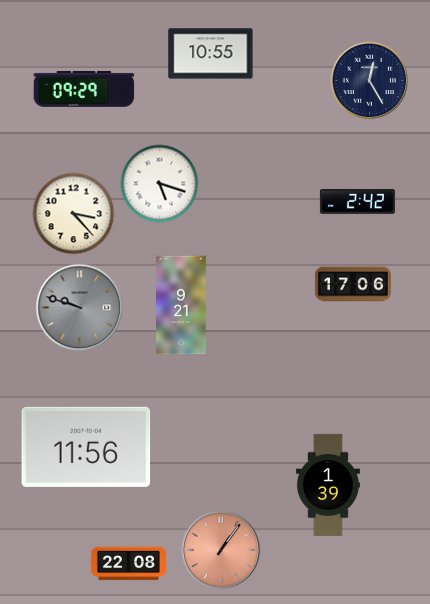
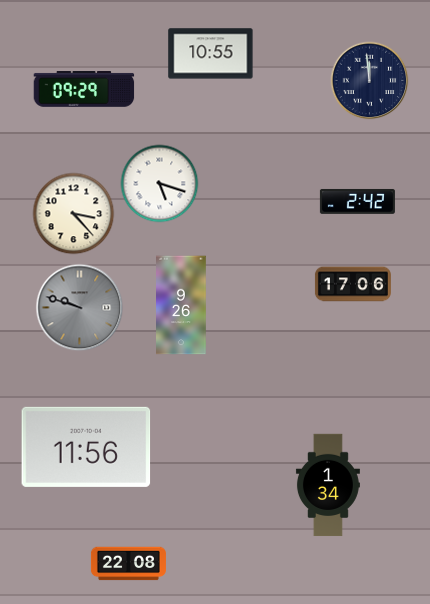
clock at (370, 81): 12:25 -> 11:59
clock at (182, 305): 9:21 -> 9:26
clock at (328, 485): 1:39 -> 1:34
clock at (221, 550): 1:06 -> none
